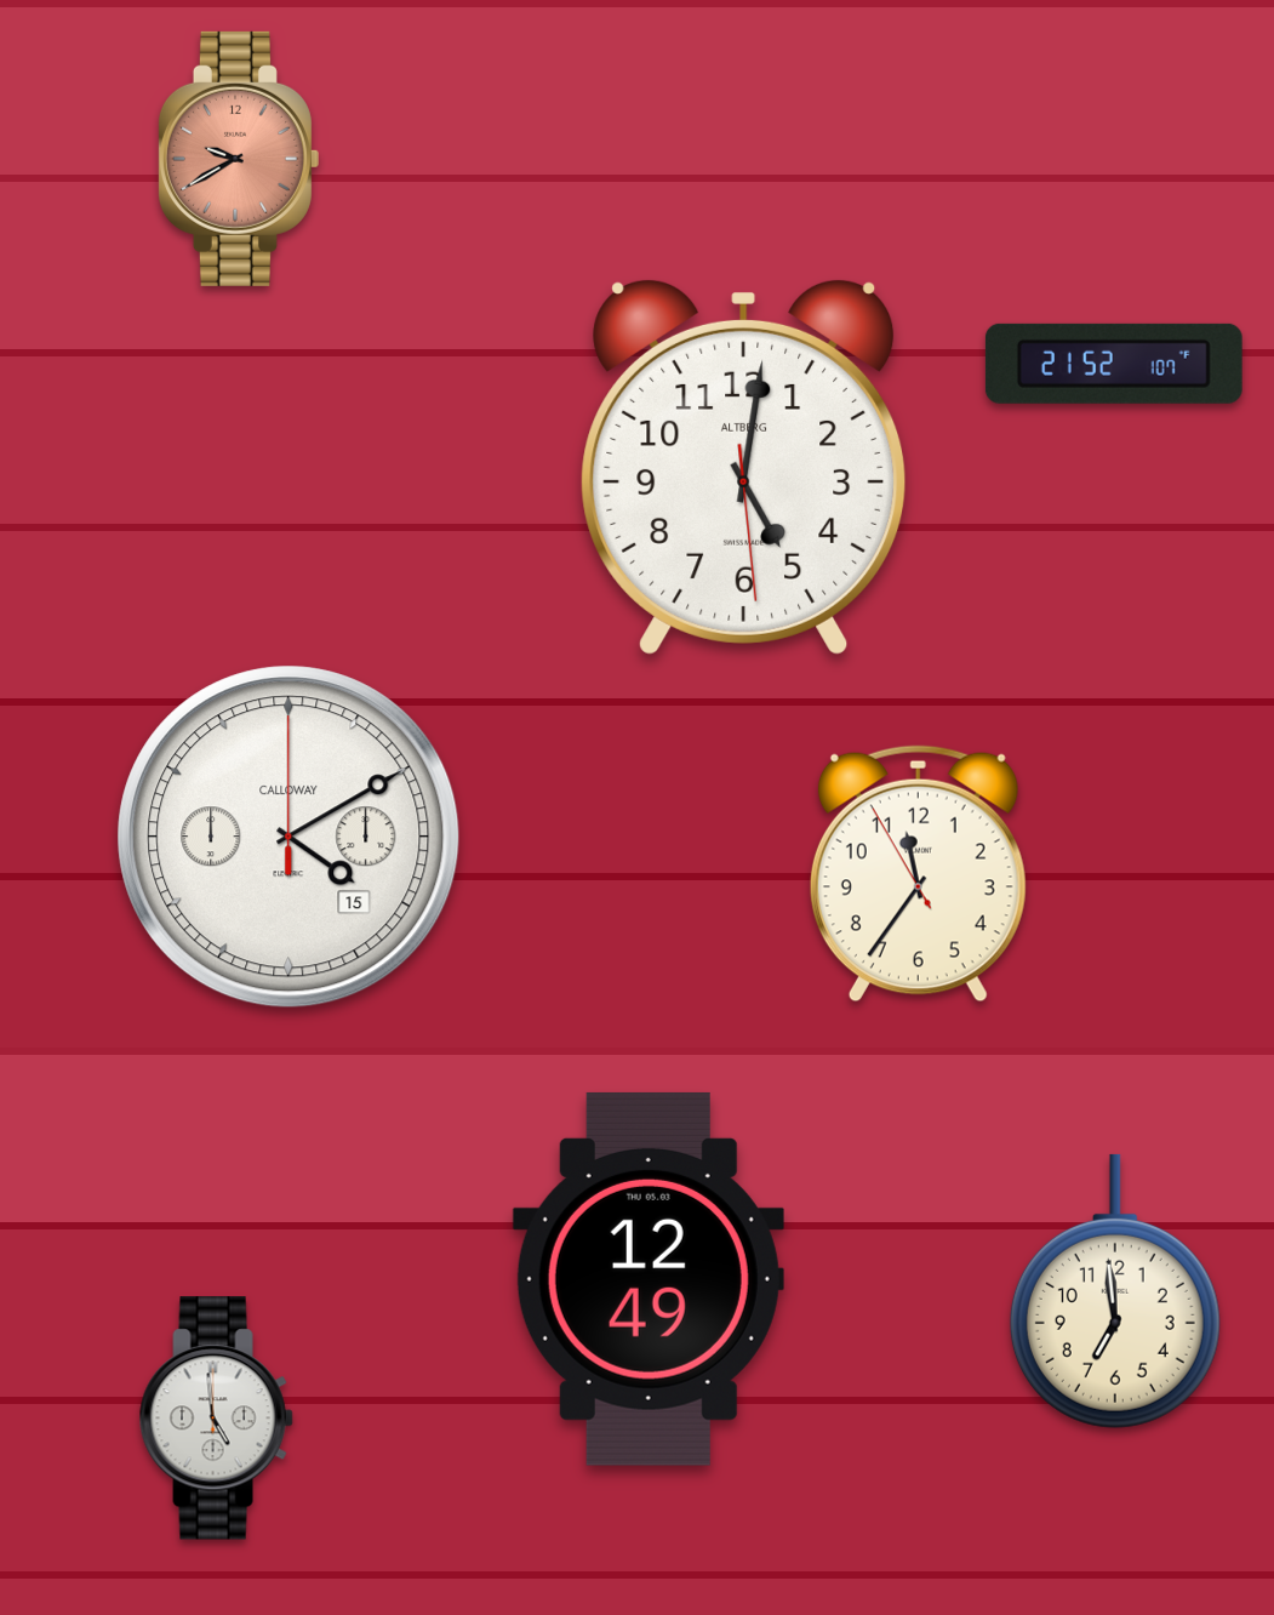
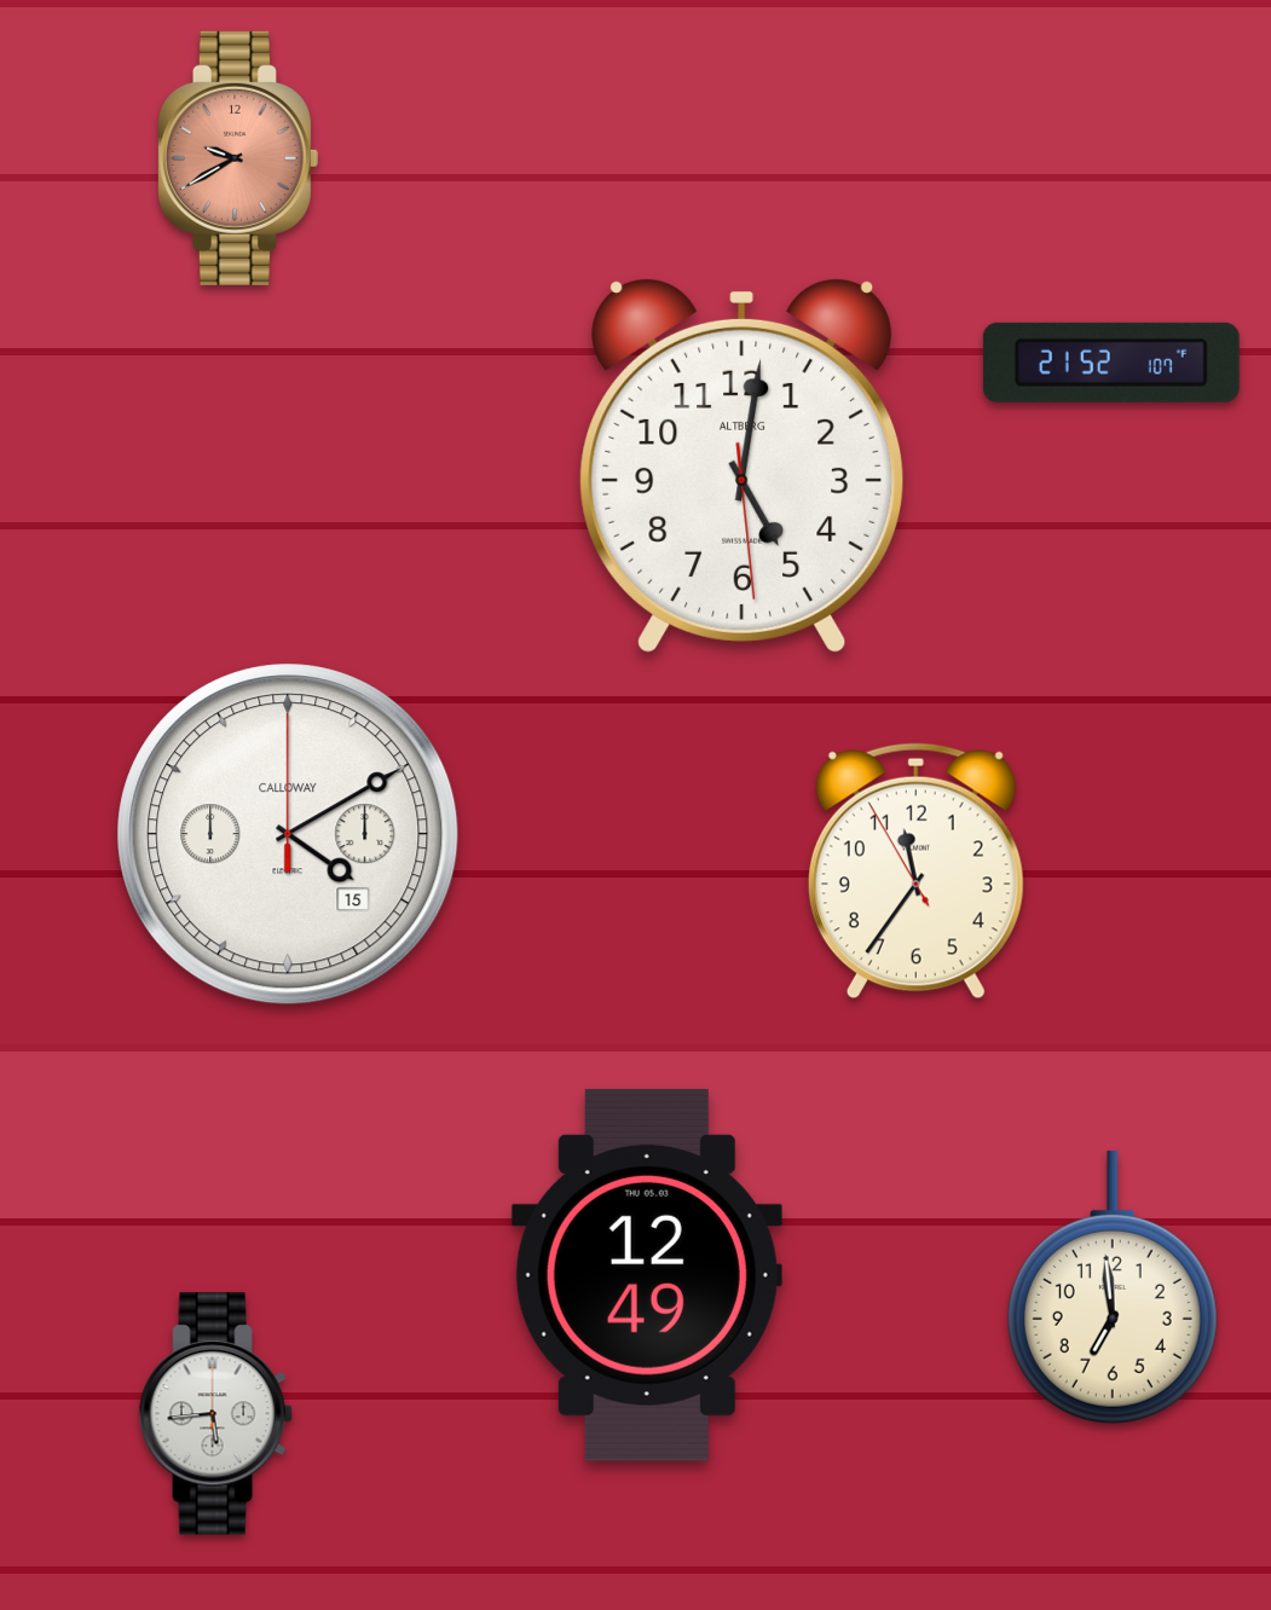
clock at (216, 1419): 4:59 -> 5:44
